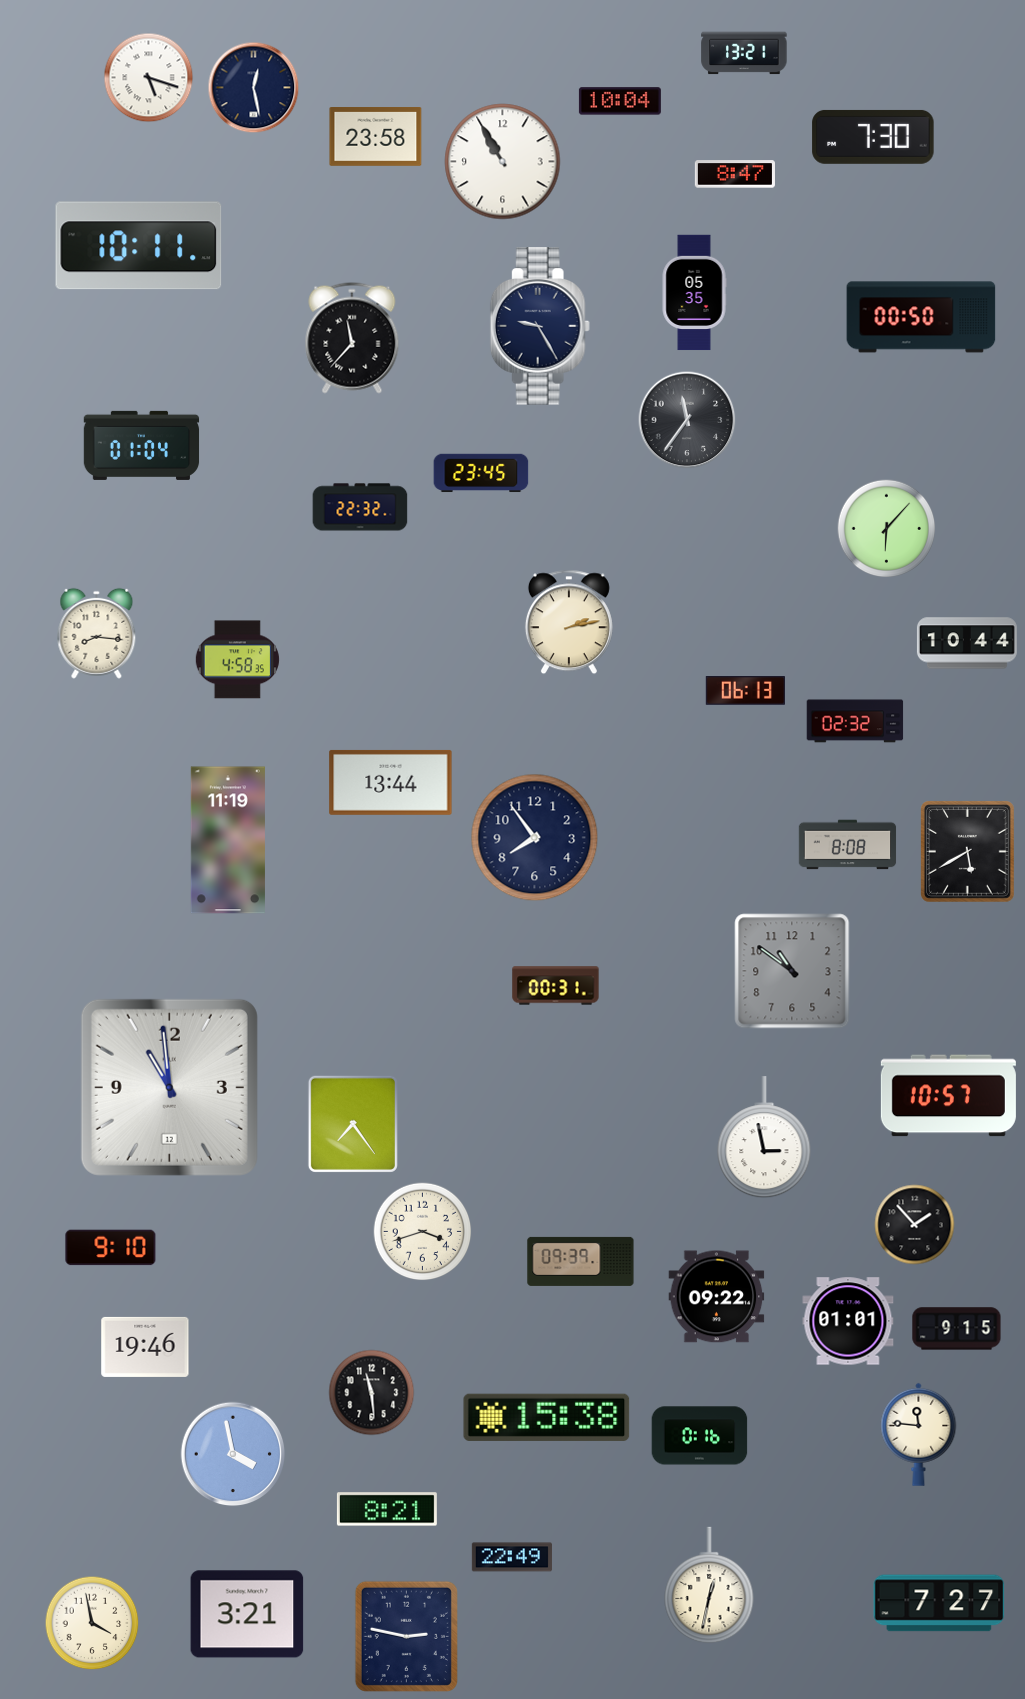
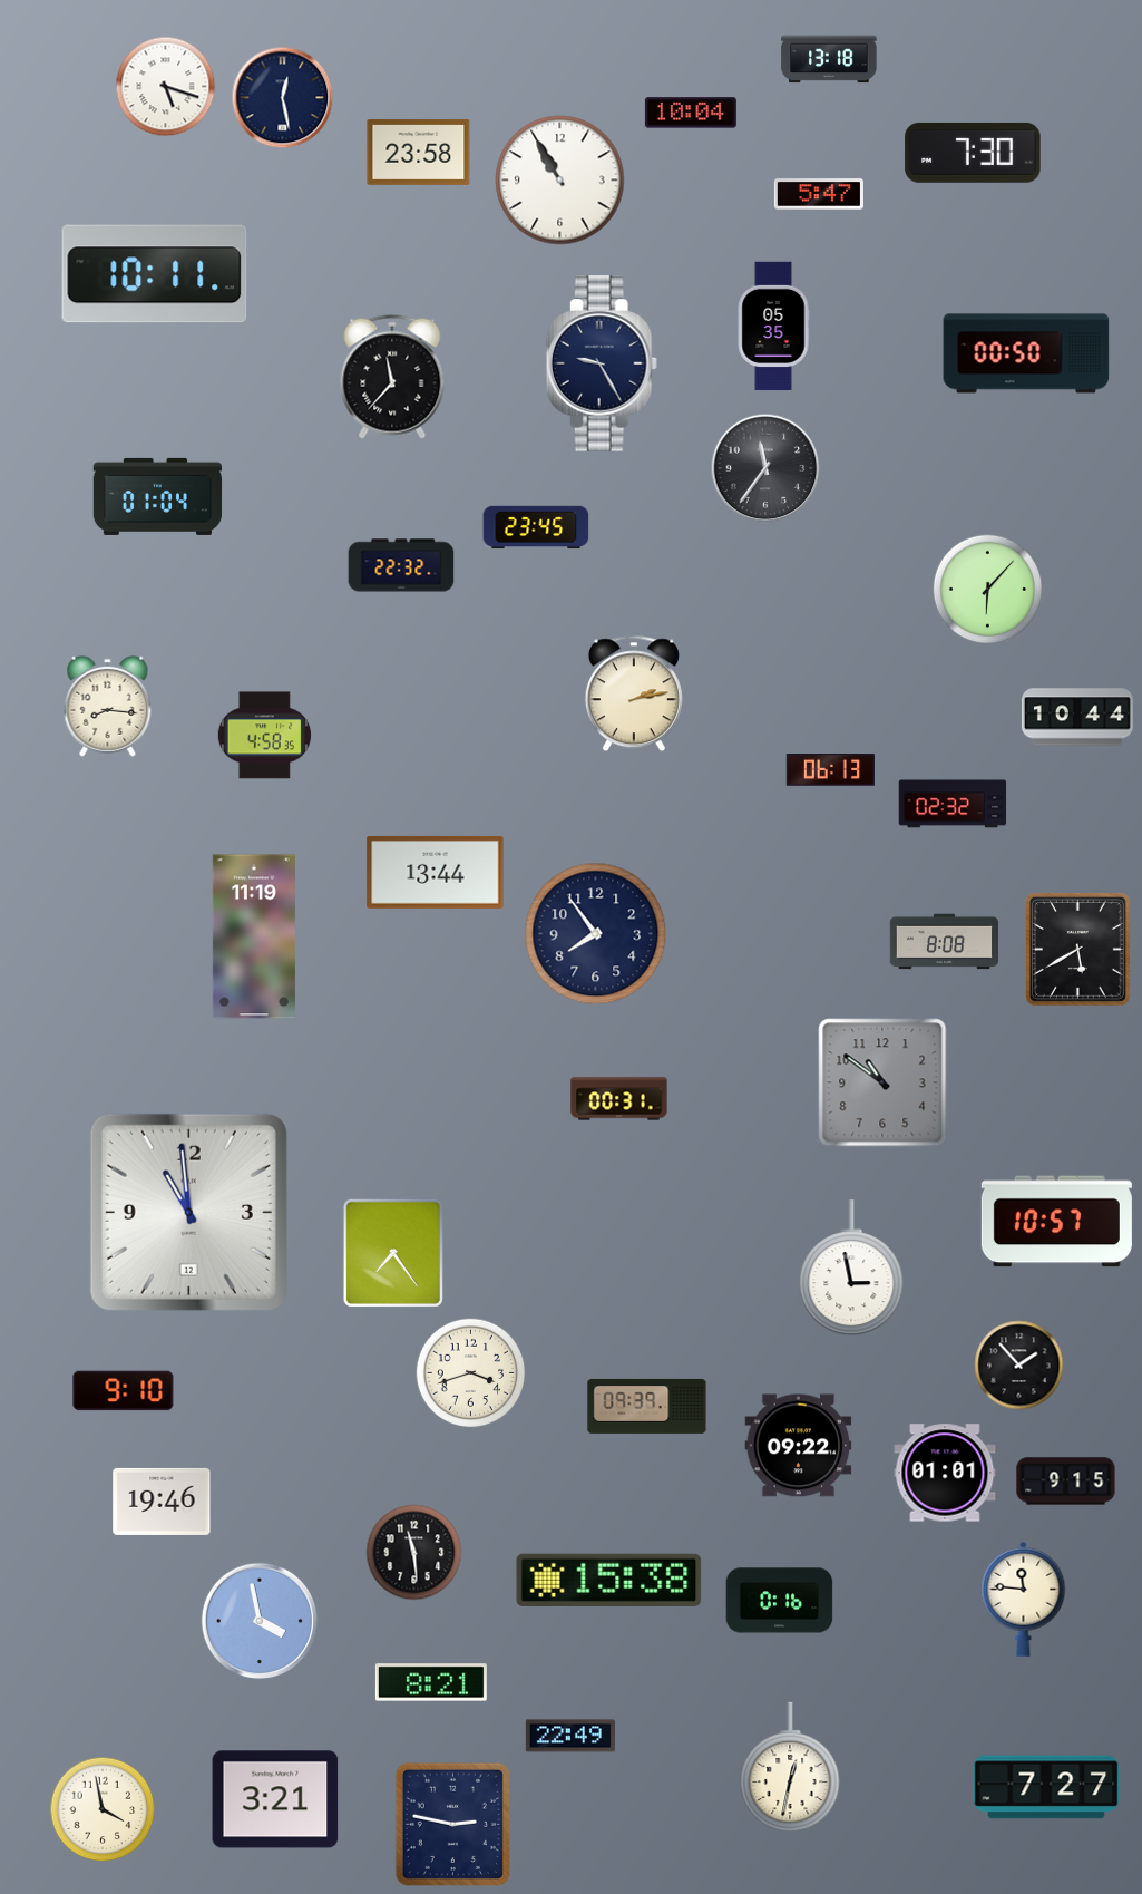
clock at (744, 53): 13:21 -> 13:18
clock at (735, 174): 8:47 -> 5:47
